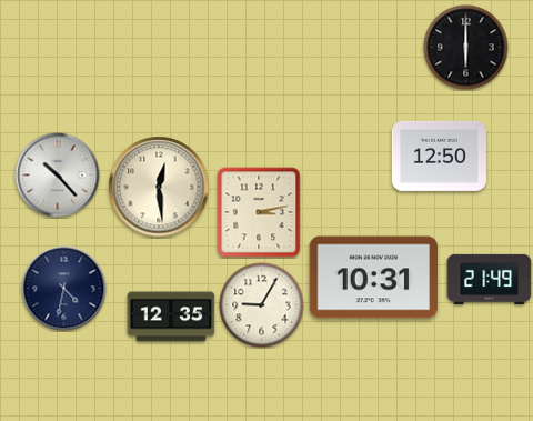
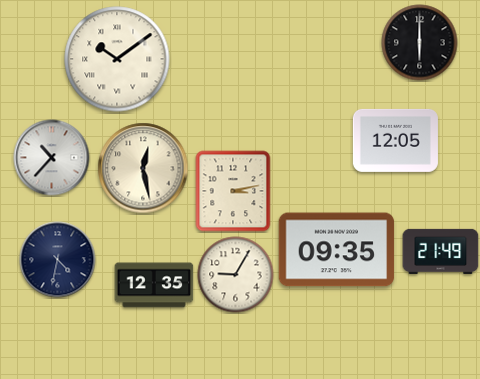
clock at (117, 59): none -> 10:09
clock at (439, 156): 12:50 -> 12:05
clock at (58, 176): 10:23 -> 10:37
clock at (159, 187): 12:29 -> 12:28
clock at (374, 278): 10:31 -> 09:35
